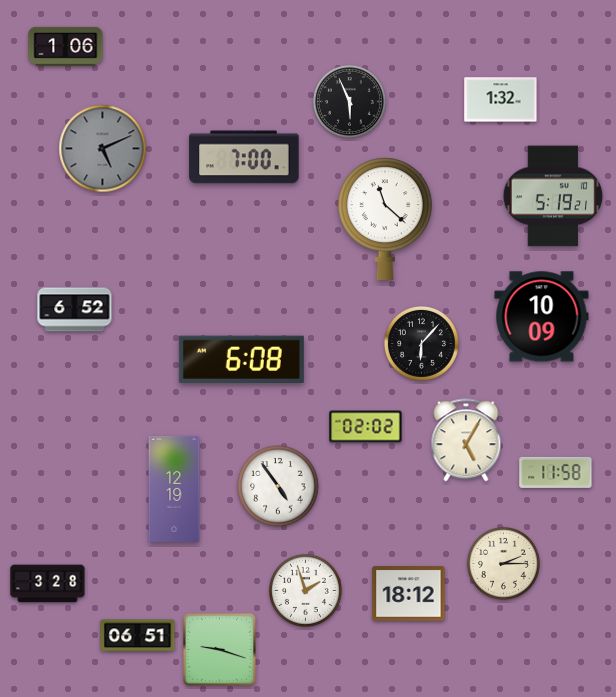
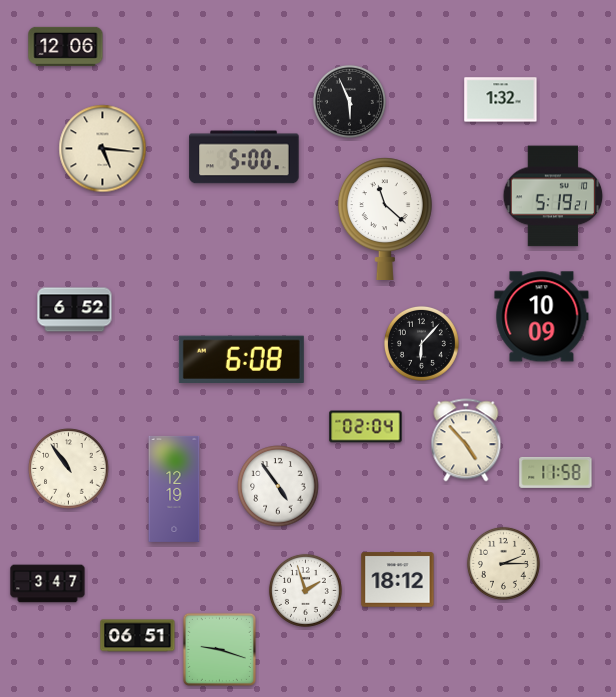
clock at (66, 46): 1:06 -> 12:06
clock at (103, 149): 5:11 -> 5:16
clock at (103, 149) dial: grey -> cream
clock at (244, 157): 7:00 -> 5:00
clock at (366, 427): 02:02 -> 02:04
clock at (466, 440): 5:05 -> 4:53
clock at (69, 469): none -> 10:54
clock at (48, 584): 3:28 -> 3:47
clock at (409, 594) position: (409, 594) -> (398, 580)
